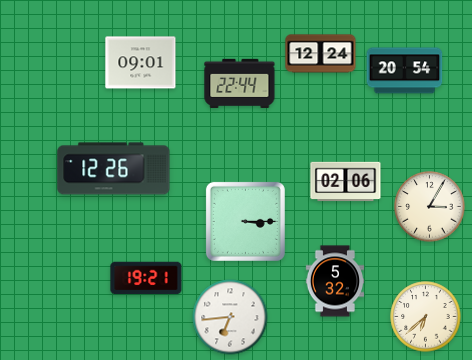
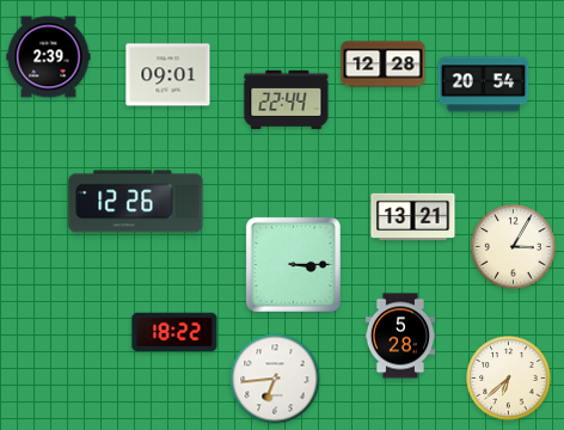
clock at (49, 57): none -> 2:39
clock at (321, 54): 12:24 -> 12:28
clock at (346, 182): 02:06 -> 13:21
clock at (146, 278): 19:21 -> 18:22
clock at (335, 281): 5:32 -> 5:28
